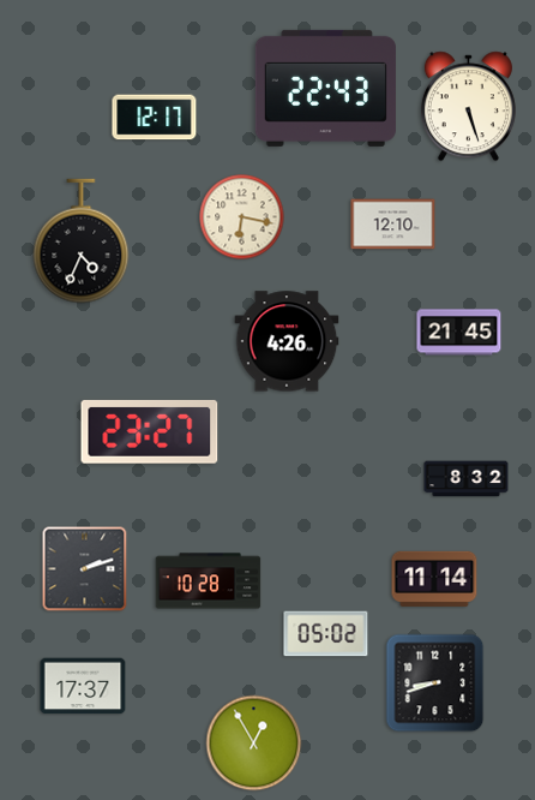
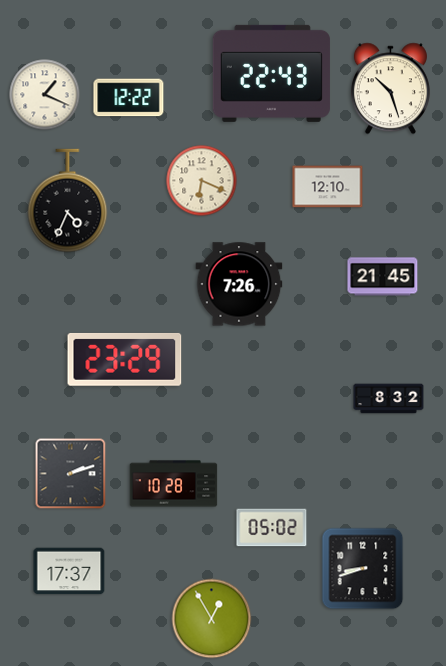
clock at (468, 107): 5:27 -> 10:27
clock at (45, 95): none -> 1:19
clock at (155, 118): 12:17 -> 12:22
clock at (242, 217): 6:17 -> 6:19
clock at (287, 341): 4:26 -> 7:26
clock at (150, 431): 23:27 -> 23:29
clock at (434, 579): 11:14 -> none
